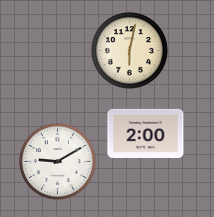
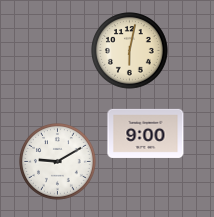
clock at (146, 133): 2:00 -> 9:00
